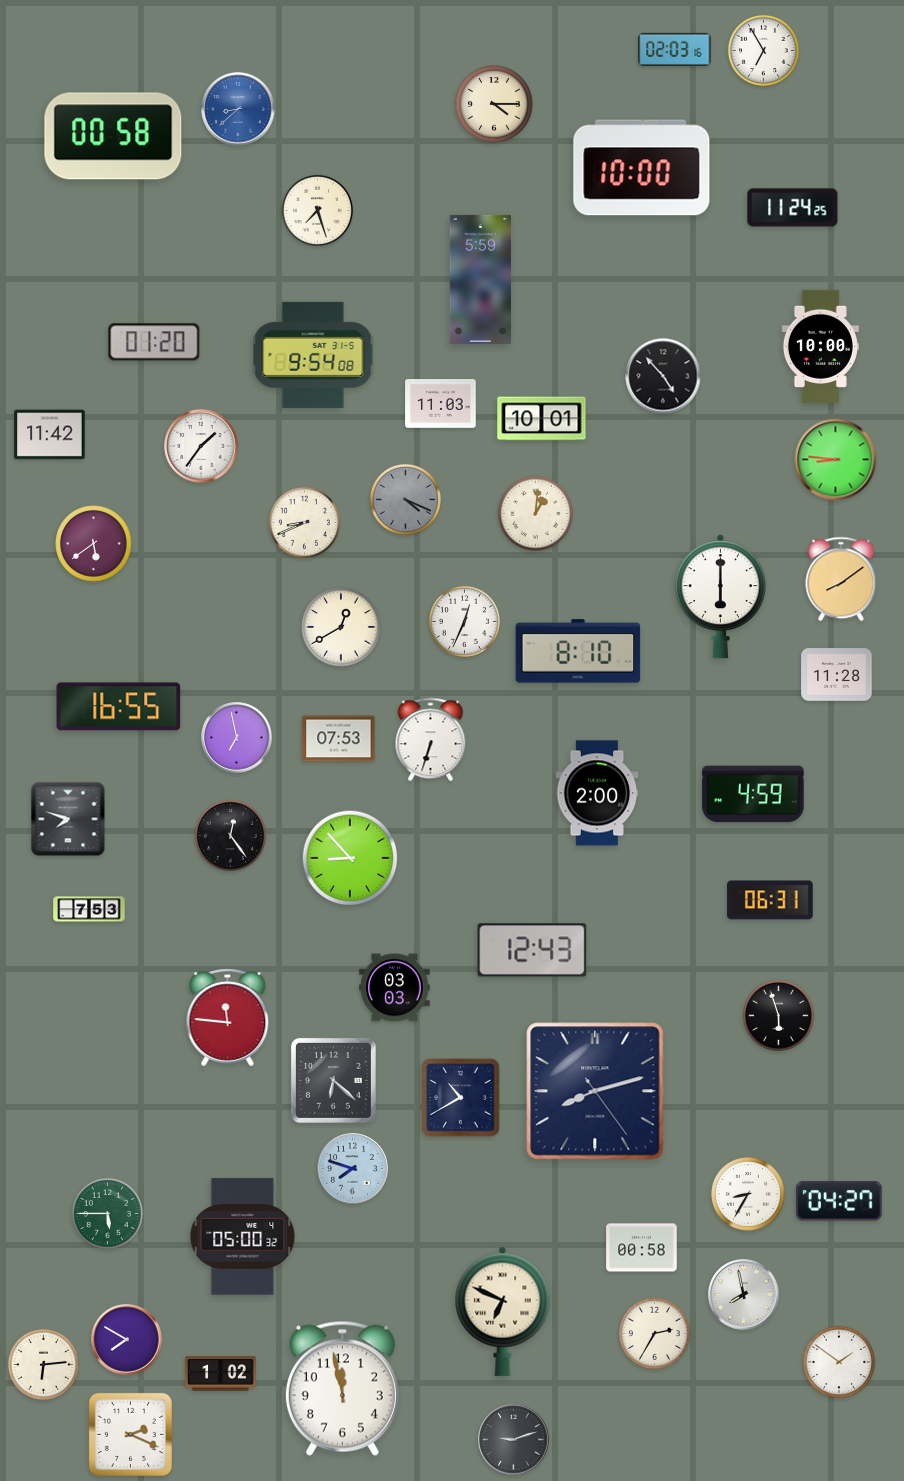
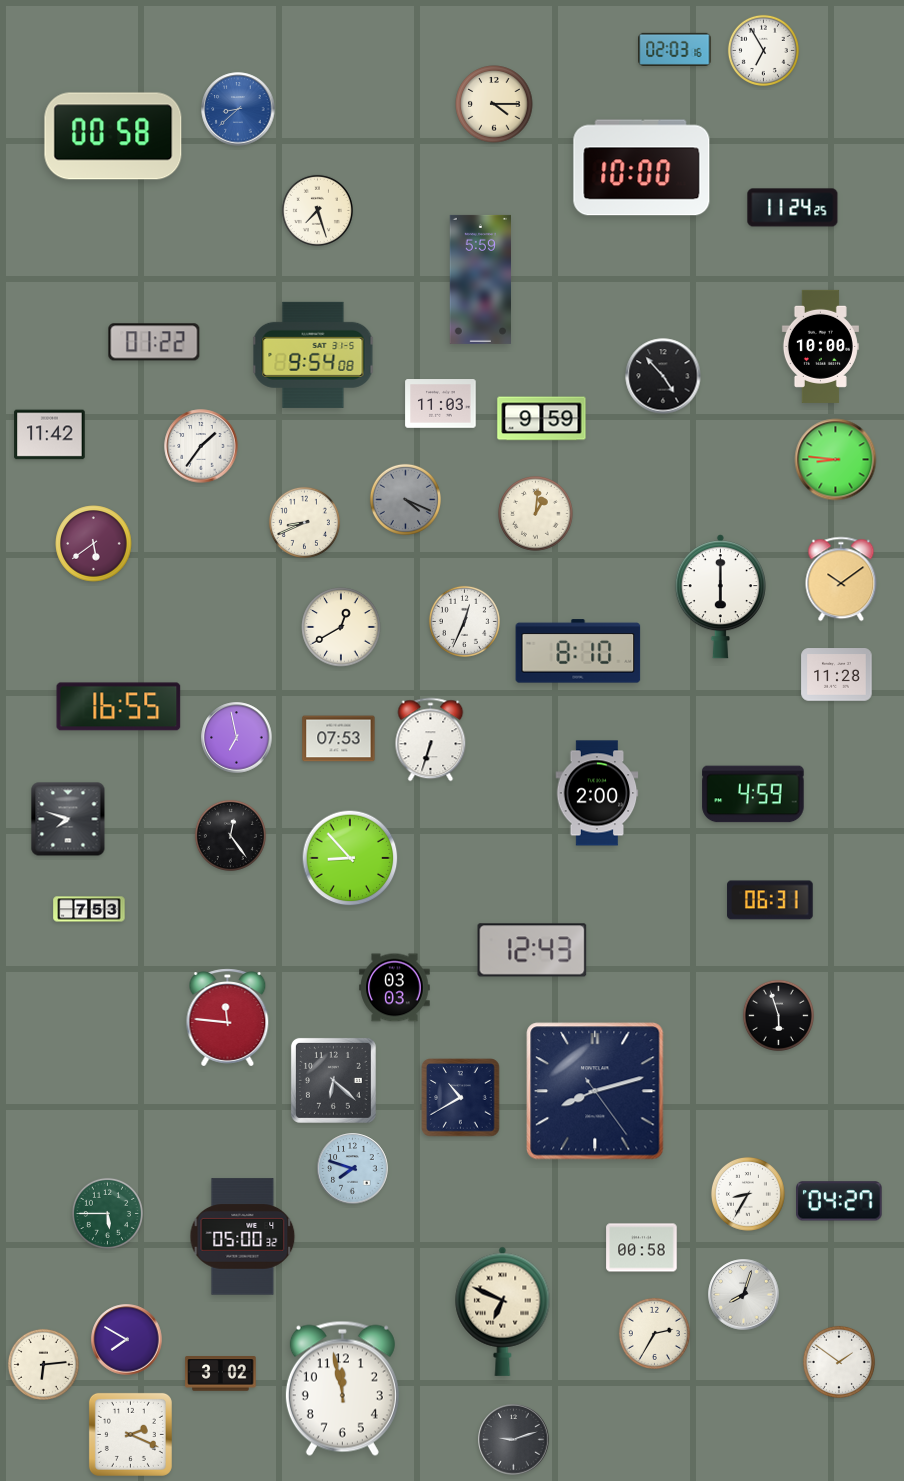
clock at (154, 342): 01:20 -> 01:22
clock at (542, 419): 10:01 -> 9:59
clock at (841, 579): 8:09 -> 10:09
clock at (744, 1295): 7:58 -> 8:03
clock at (221, 1374): 1:02 -> 3:02
